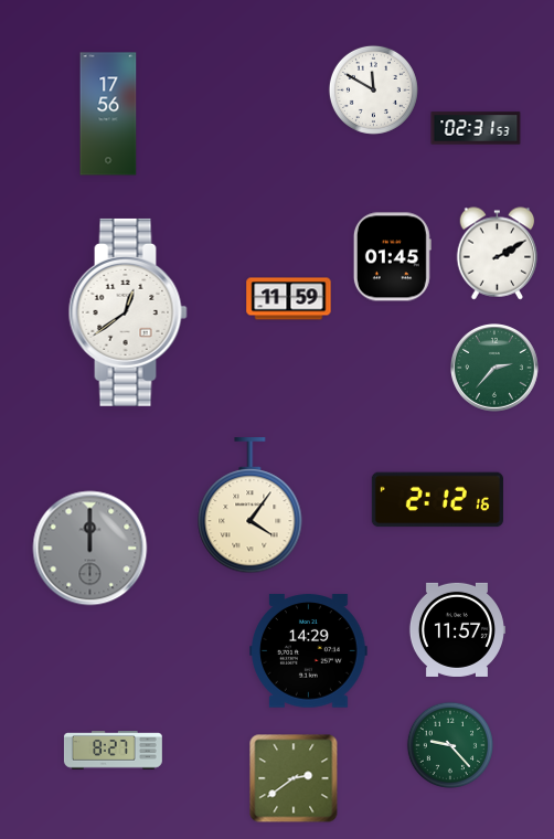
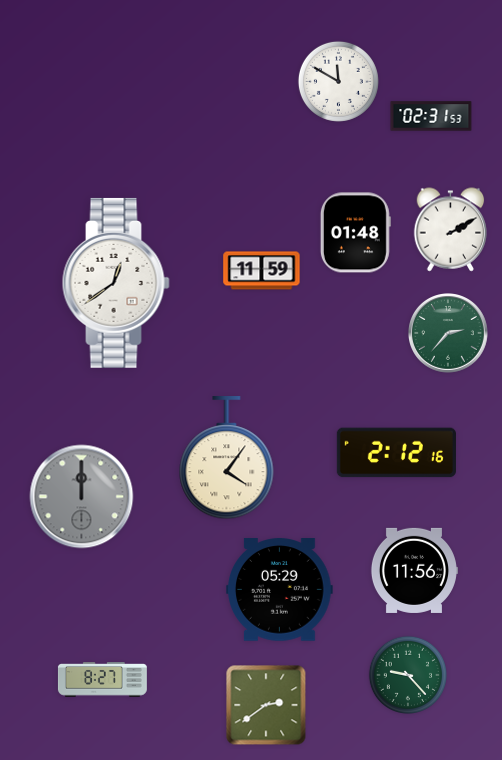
clock at (108, 114): 17:56 -> none
clock at (392, 257): 01:45 -> 01:48
clock at (457, 629): 11:57 -> 11:56
clock at (309, 651): 14:29 -> 05:29
